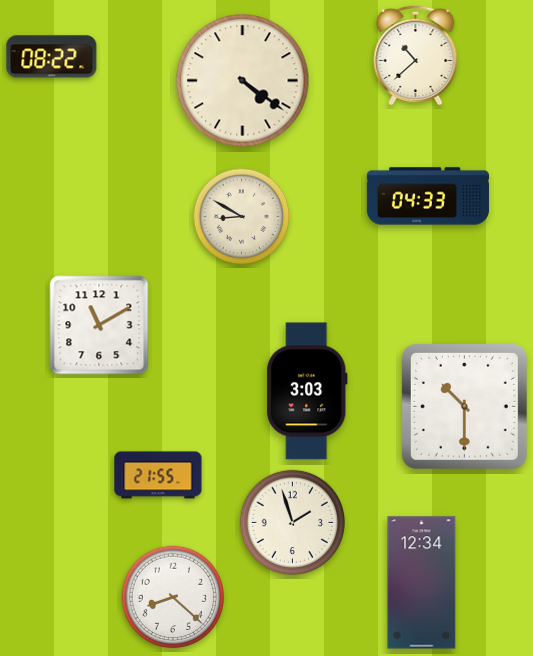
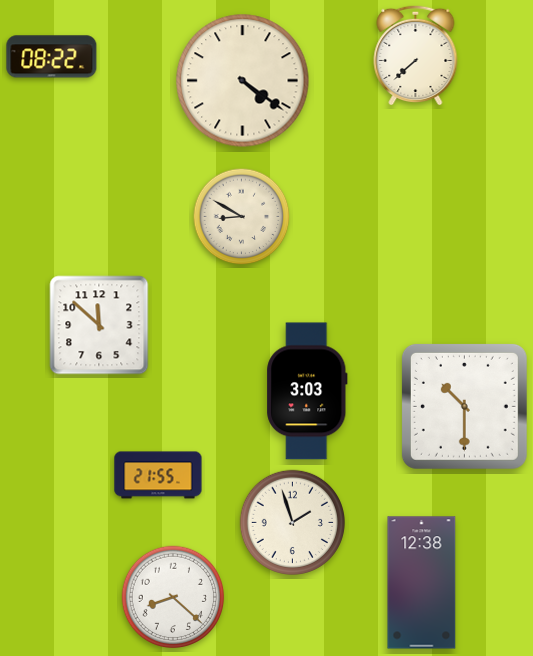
clock at (416, 55): 10:38 -> 7:38
clock at (428, 196): 04:33 -> none
clock at (99, 325): 11:10 -> 11:52
clock at (422, 583): 12:34 -> 12:38
